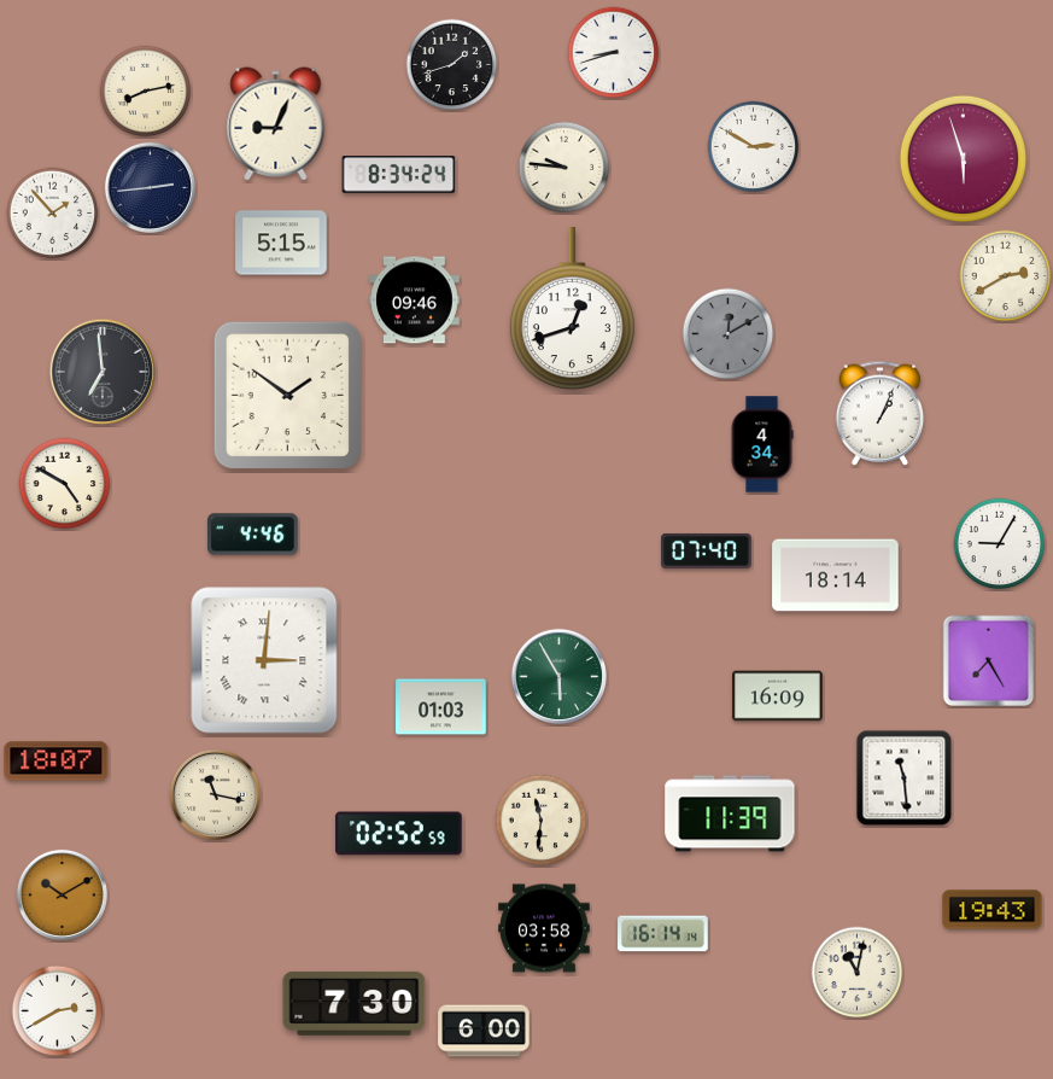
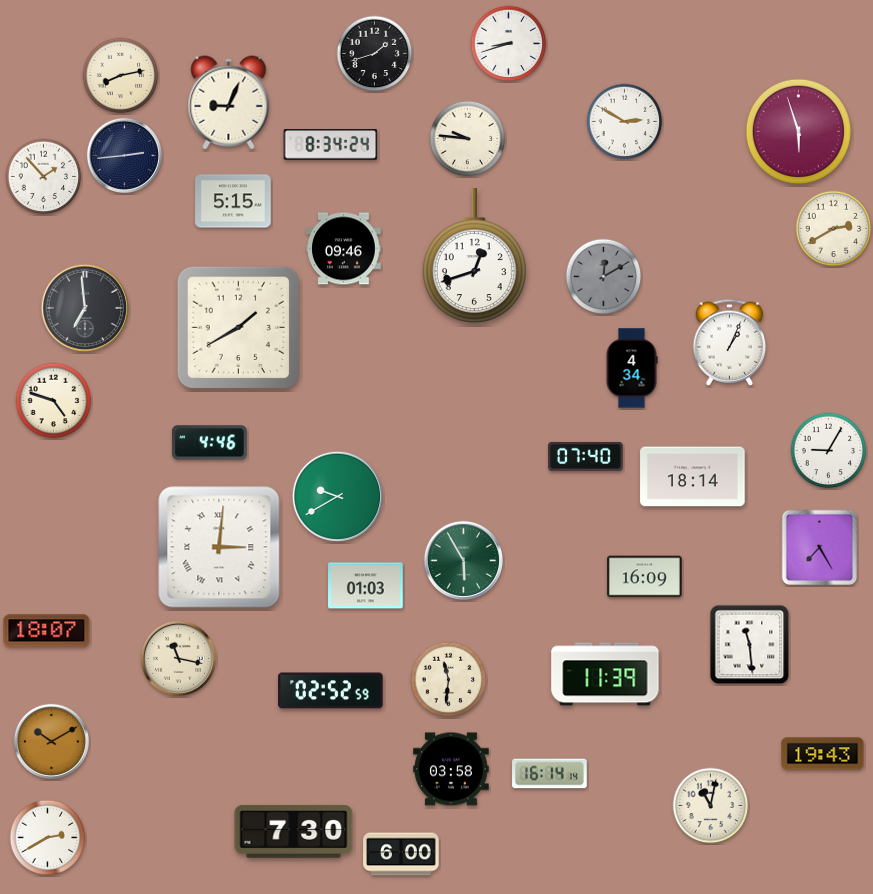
clock at (288, 396): 1:51 -> 1:40
clock at (65, 484): 4:50 -> 4:48
clock at (338, 497): none -> 9:40
